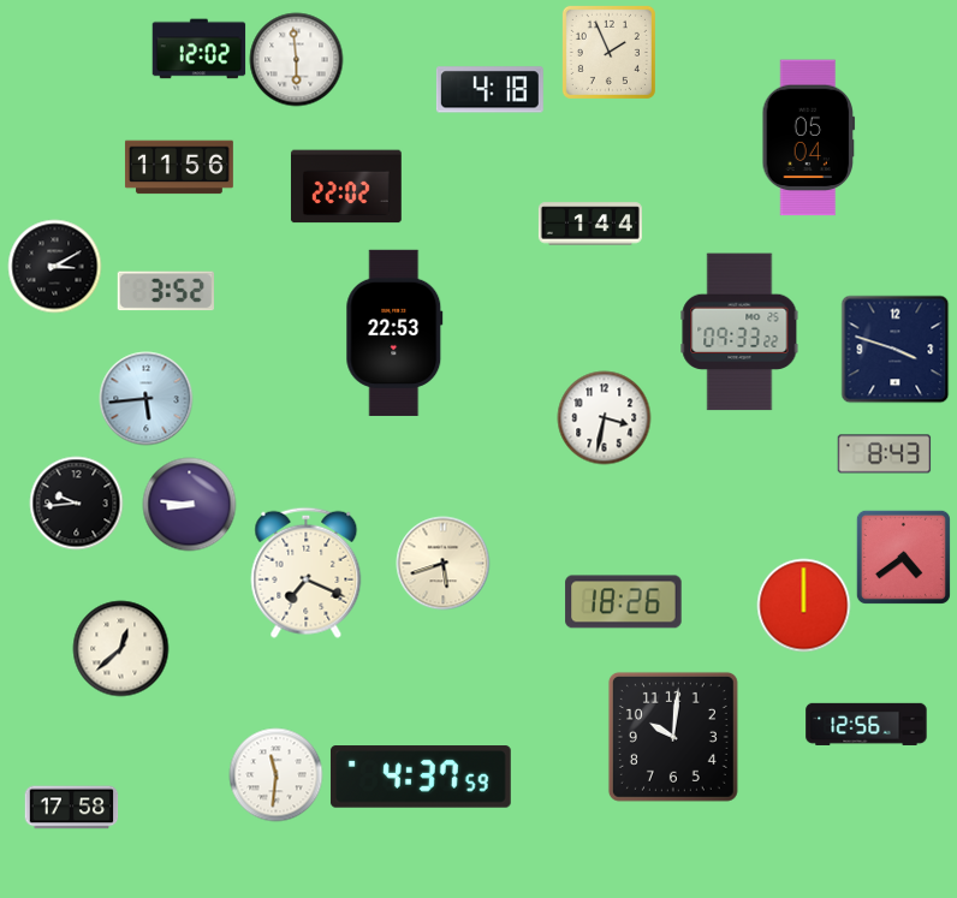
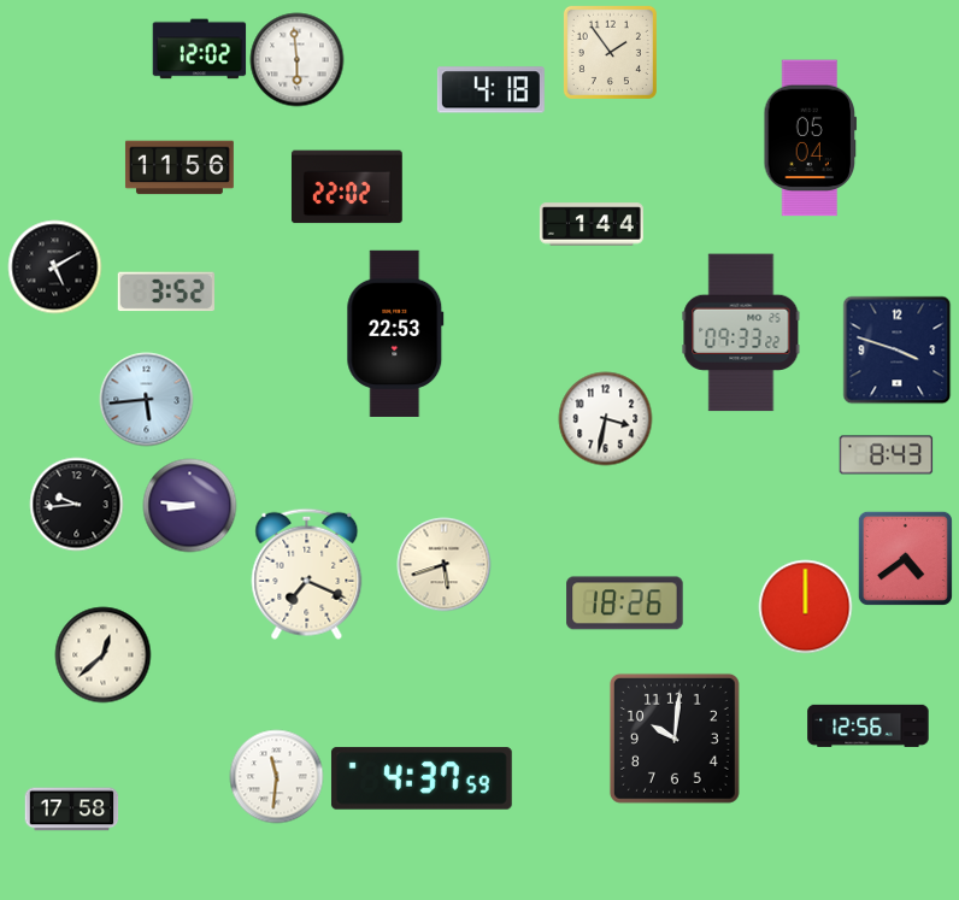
clock at (608, 52): 1:56 -> 1:54
clock at (54, 266): 3:10 -> 5:10
clock at (120, 648) position: (120, 648) -> (102, 654)
